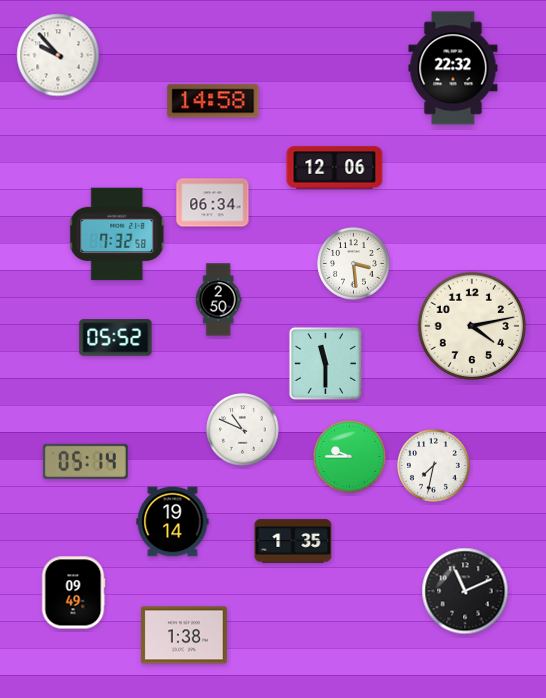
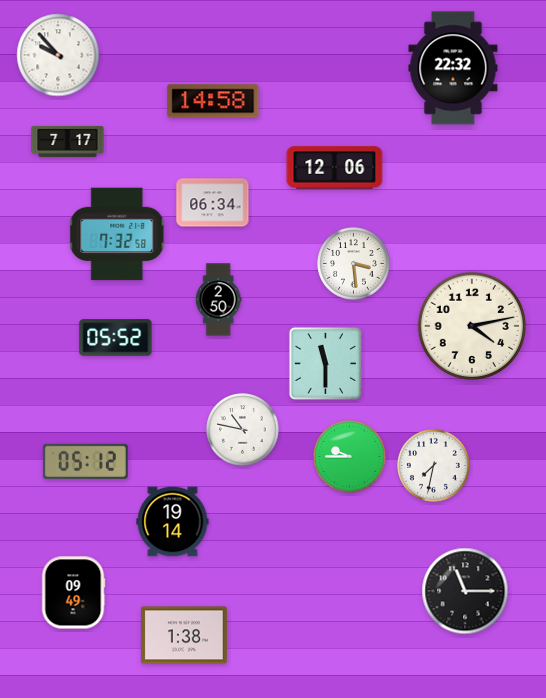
clock at (68, 141): none -> 7:17
clock at (243, 430): 10:49 -> 10:47
clock at (85, 461): 05:14 -> 05:12
clock at (293, 541): 1:35 -> none
clock at (465, 591): 11:11 -> 11:15
